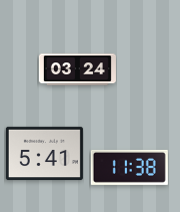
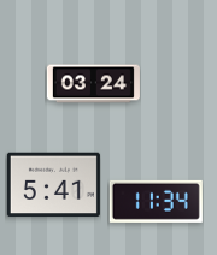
clock at (129, 167): 11:38 -> 11:34
